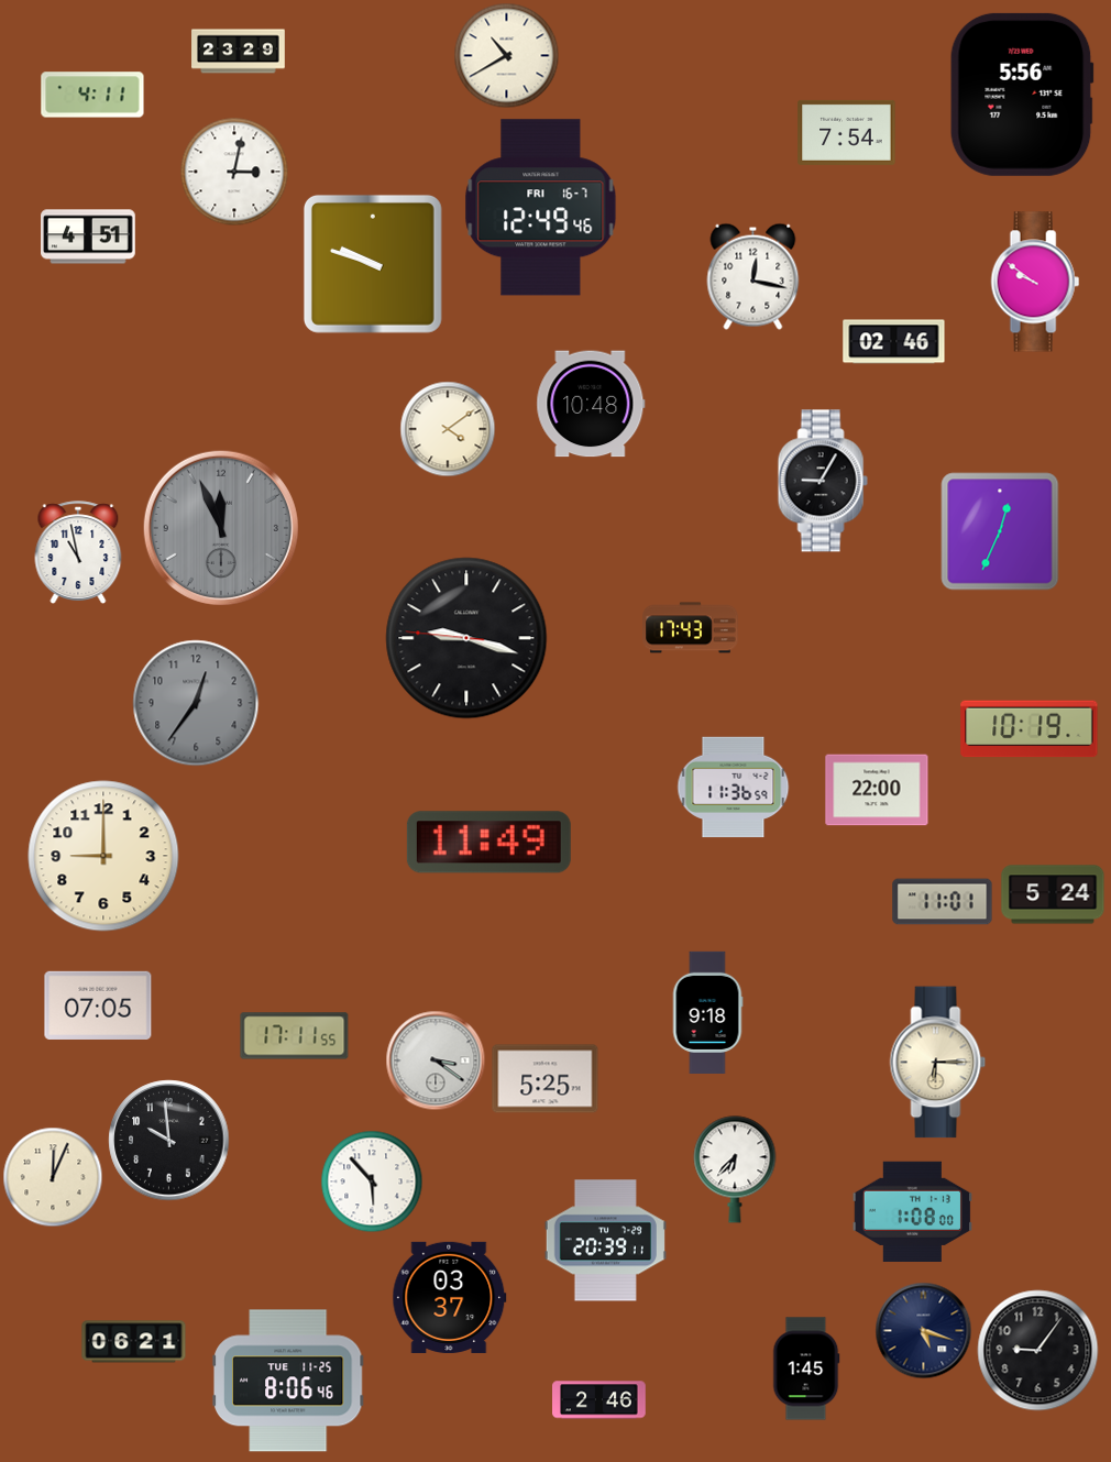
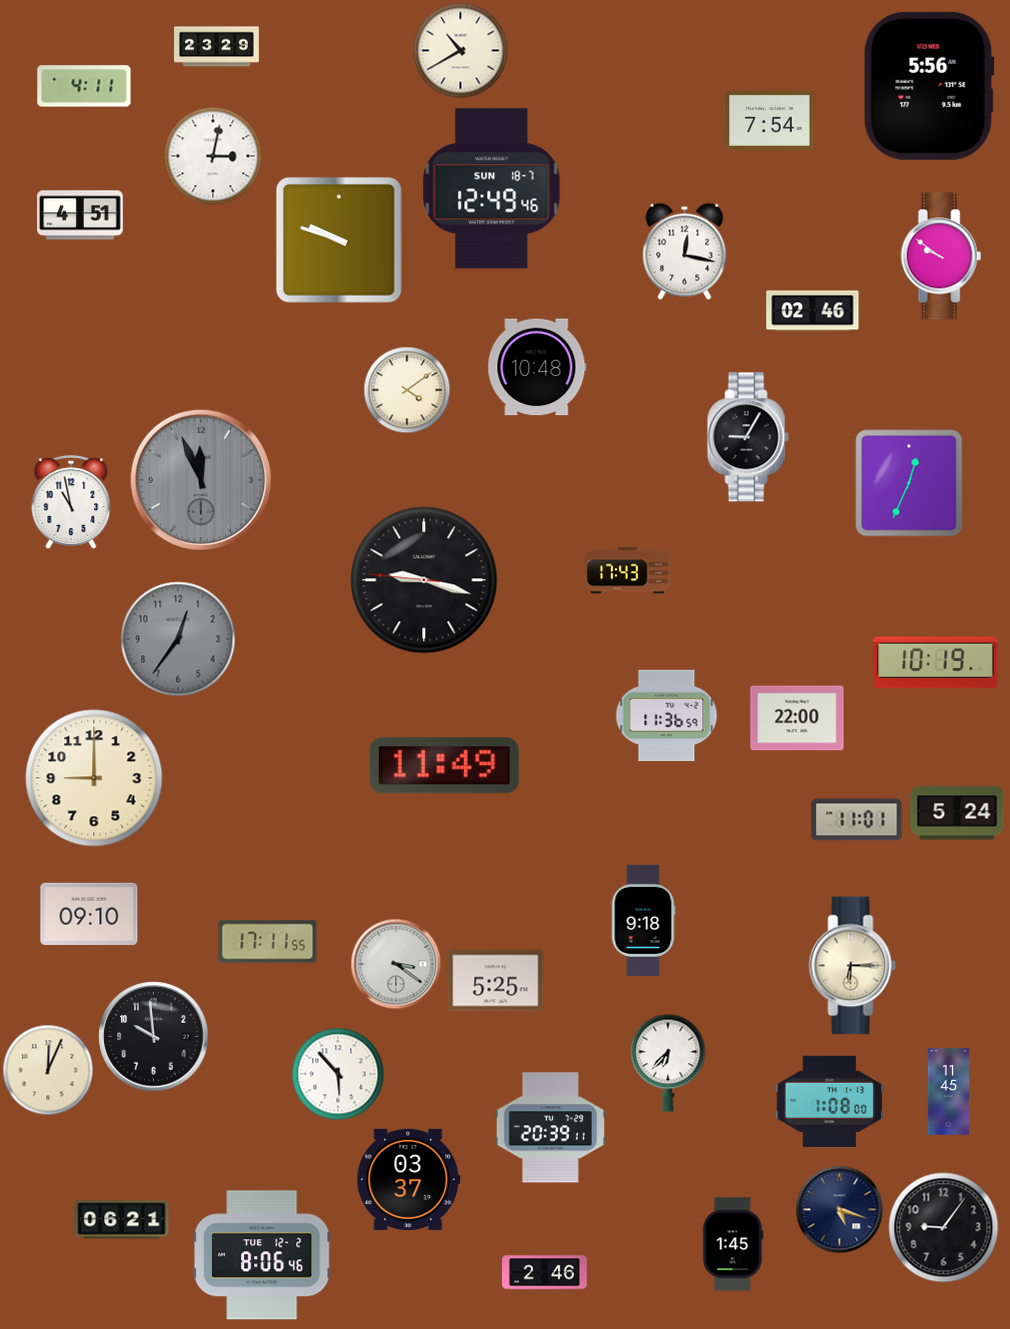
clock at (541, 208) date: FRI 16-7 -> SUN 18-7
clock at (98, 1004): 07:05 -> 09:10
clock at (948, 1092): none -> 11:45
clock at (288, 1381) date: TUE 11-25 -> TUE 12-2
